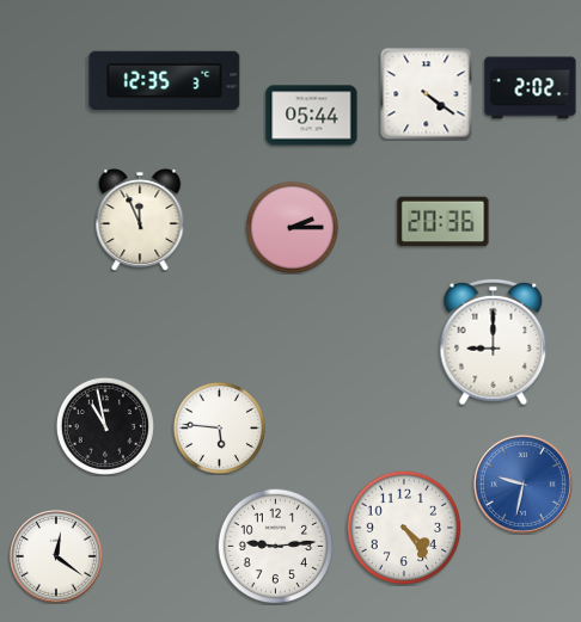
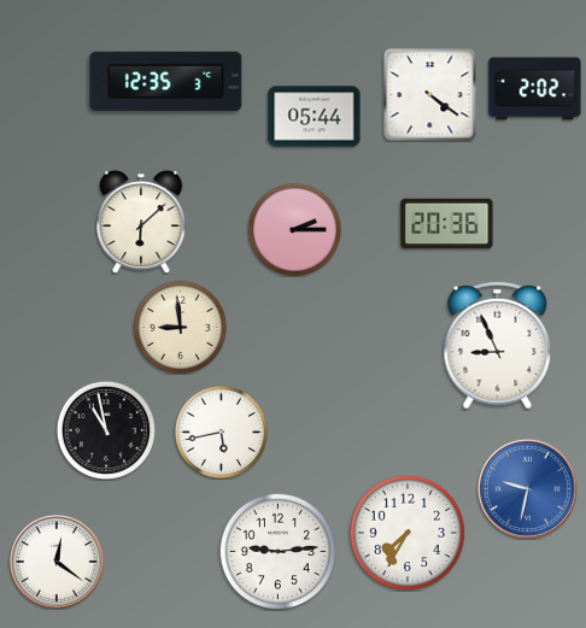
clock at (140, 220): 11:56 -> 6:08
clock at (180, 327): none -> 8:59
clock at (494, 343): 9:00 -> 8:56
clock at (219, 427): 5:46 -> 5:43
clock at (404, 528): 4:24 -> 7:35
